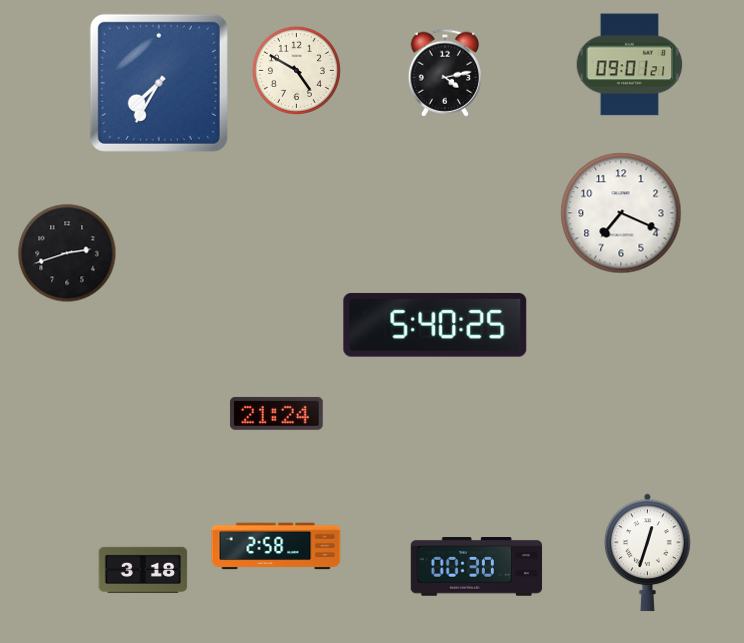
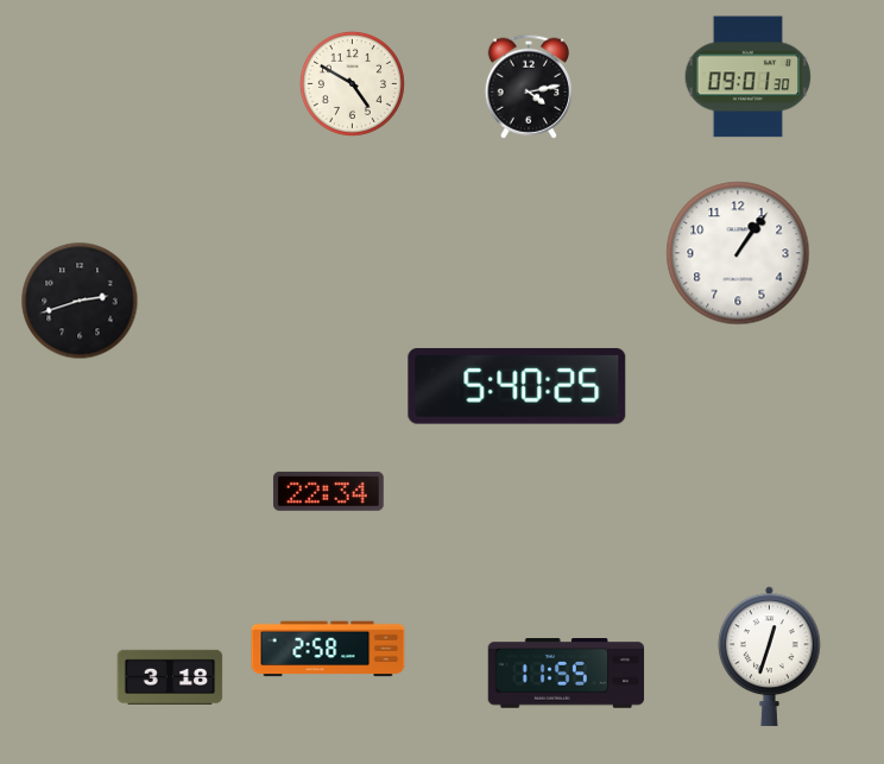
clock at (630, 65): 09:01:21 -> 09:01:30
clock at (159, 83): 7:35 -> none
clock at (621, 213): 7:19 -> 1:06
clock at (276, 413): 21:24 -> 22:34
clock at (477, 567): 00:30 -> 11:55
